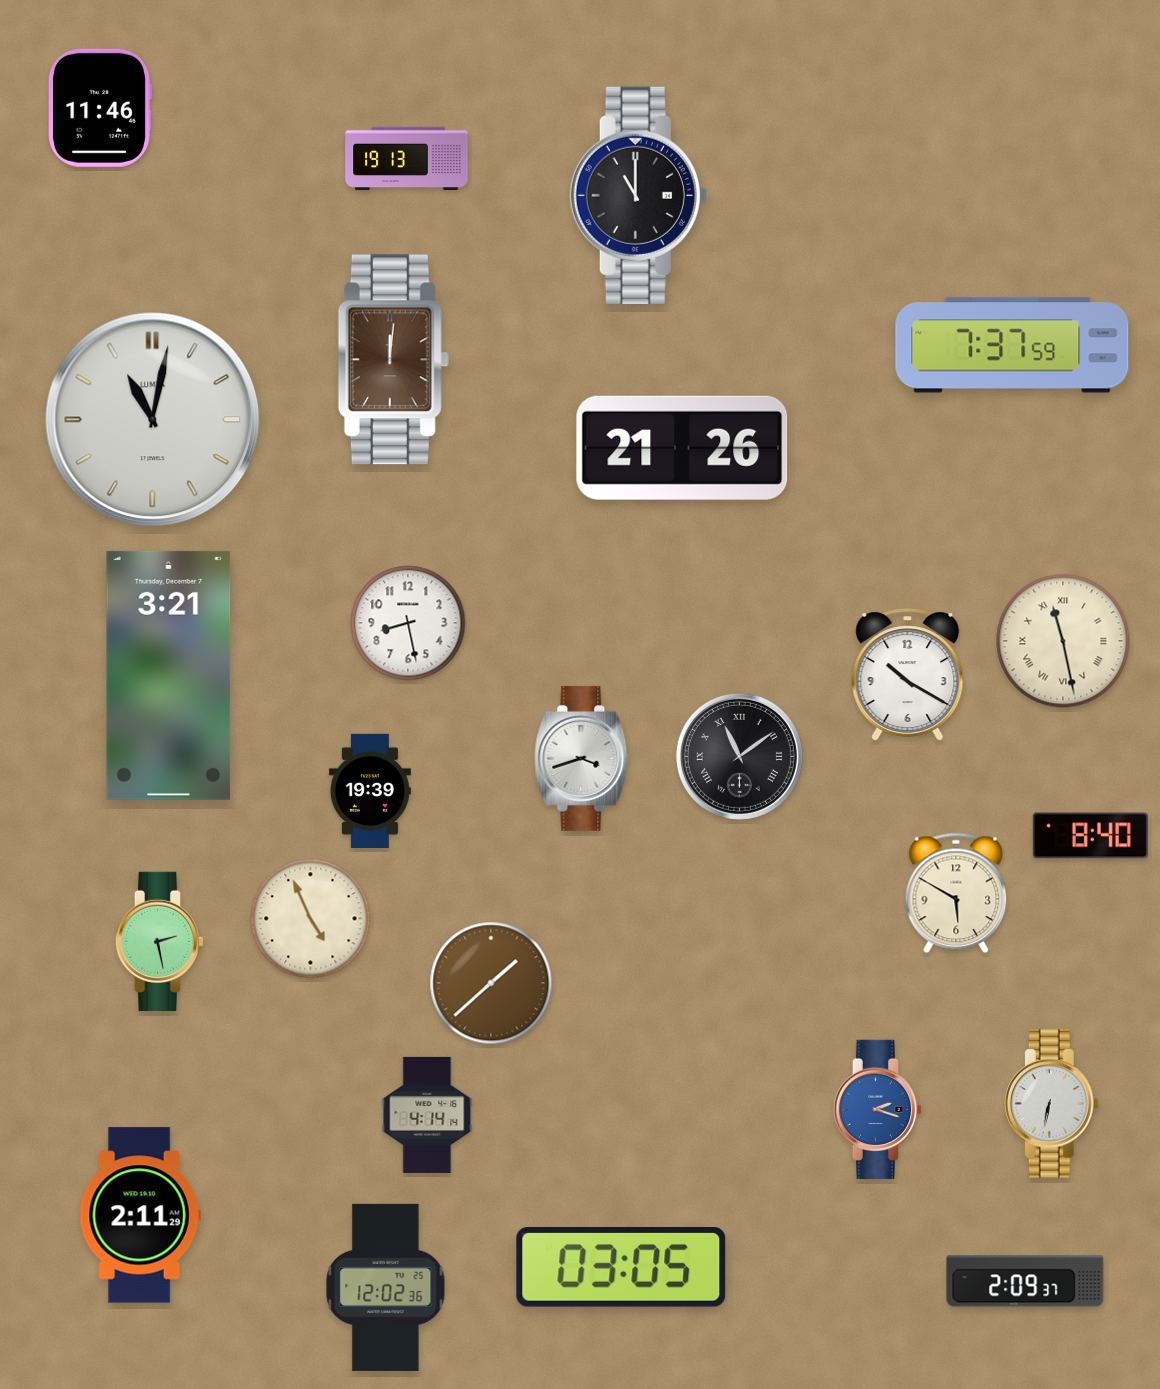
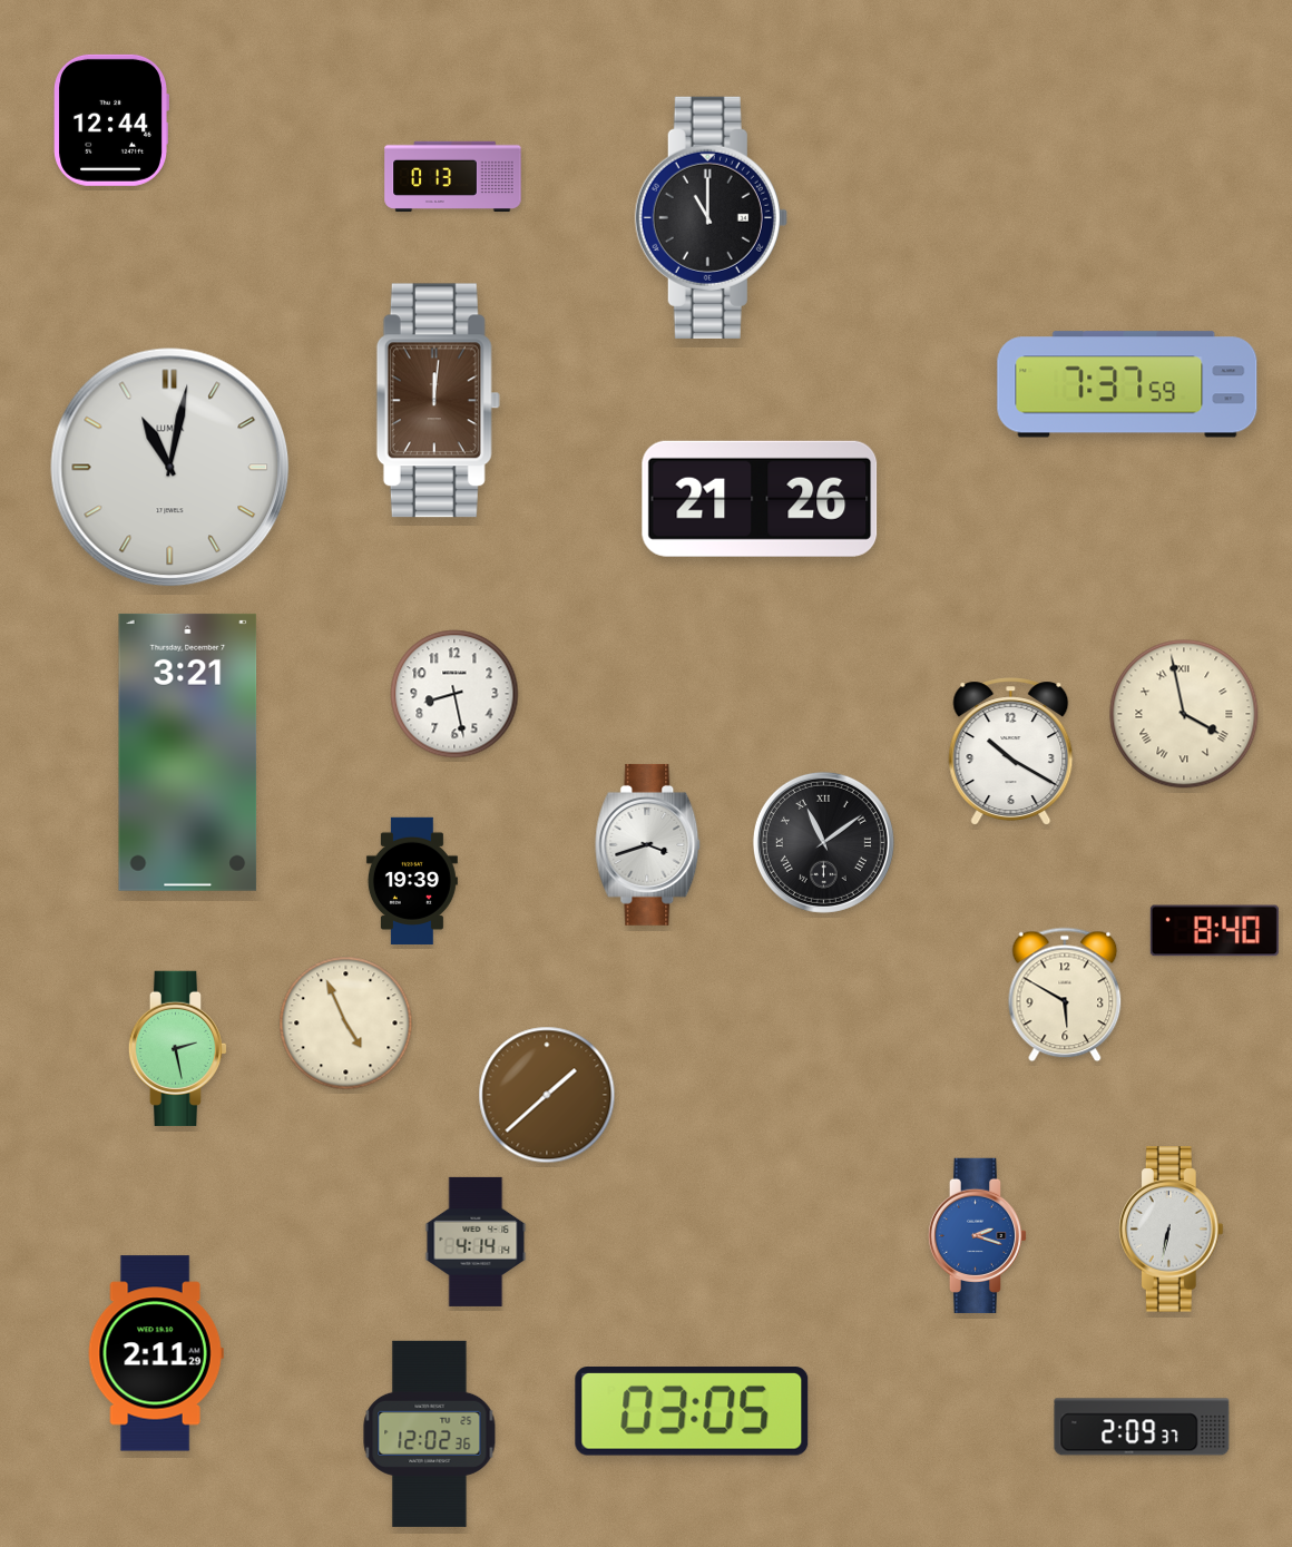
clock at (100, 108): 11:46 -> 12:44
clock at (407, 159): 19:13 -> 0:13
clock at (1063, 641): 11:28 -> 3:58
